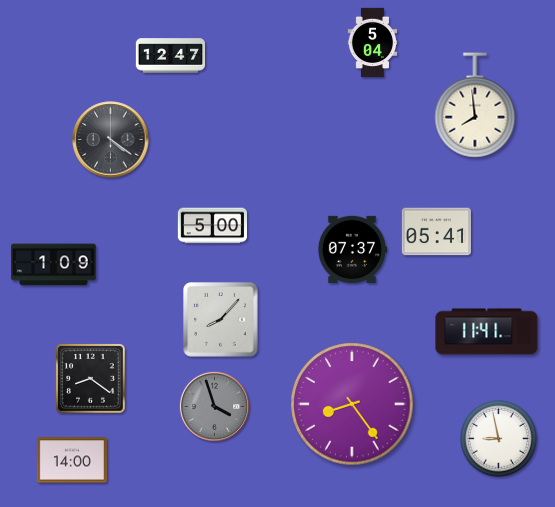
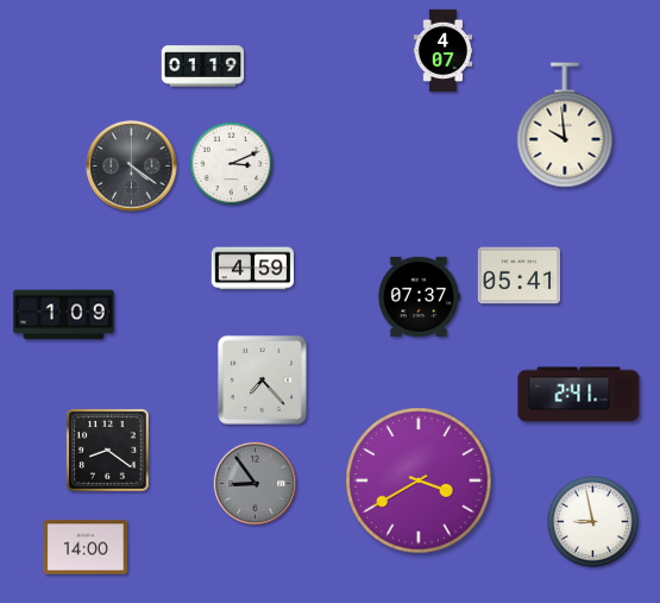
clock at (373, 43): 5:04 -> 4:07
clock at (171, 56): 12:47 -> 01:19
clock at (475, 105): 7:59 -> 9:59
clock at (232, 164): none -> 3:11
clock at (213, 226): 5:00 -> 4:59
clock at (221, 320): 8:07 -> 7:23
clock at (487, 332): 11:41 -> 2:41
clock at (352, 404): 8:24 -> 3:40
clock at (214, 406): 3:57 -> 8:54
